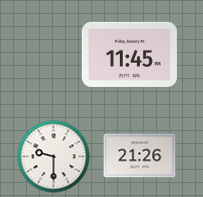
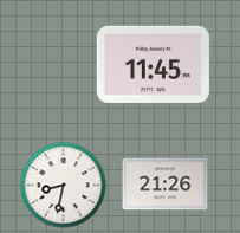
clock at (54, 157): 9:30 -> 8:32
